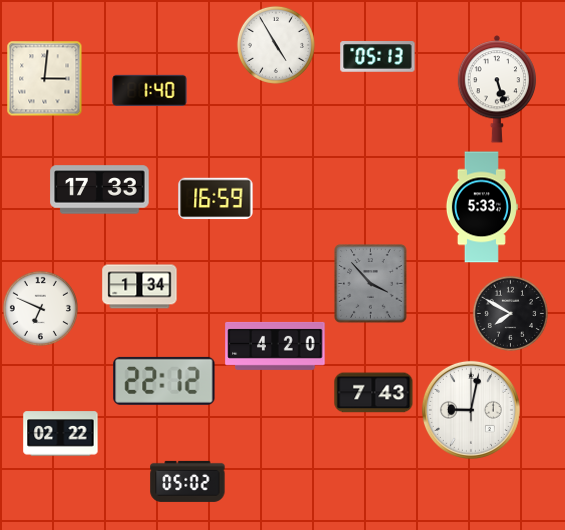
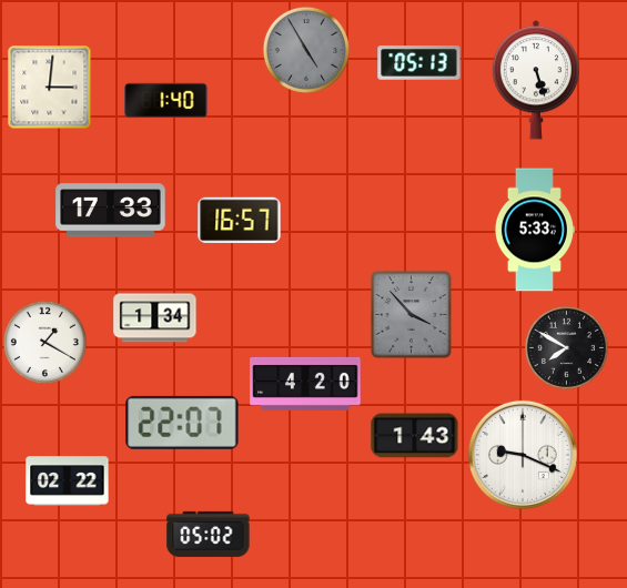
clock at (276, 45) dial: white -> grey
clock at (496, 89) position: (496, 89) -> (535, 80)
clock at (216, 199): 16:59 -> 16:57
clock at (40, 308): 6:49 -> 1:20
clock at (164, 381): 22:12 -> 22:07
clock at (374, 393): 7:43 -> 1:43
clock at (471, 410): 9:02 -> 9:19
